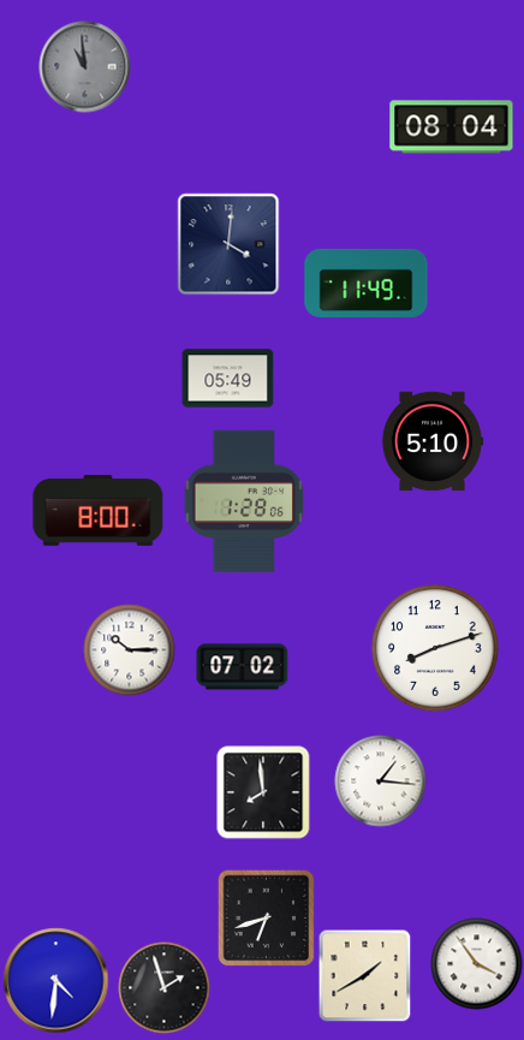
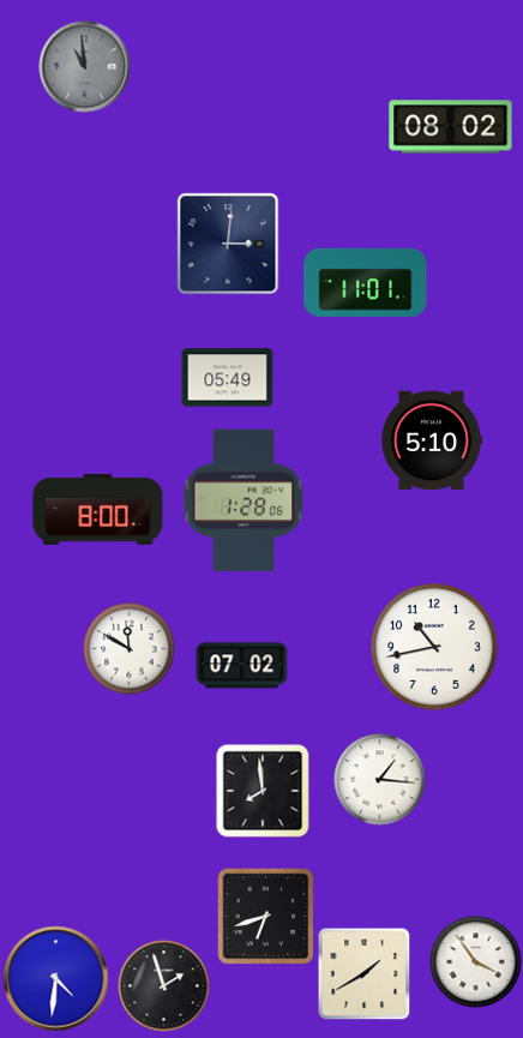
clock at (452, 127): 08:04 -> 08:02
clock at (228, 244): 4:01 -> 3:01
clock at (367, 283): 11:49 -> 11:01
clock at (435, 648): 8:12 -> 10:43
clock at (130, 650): 10:15 -> 11:50
